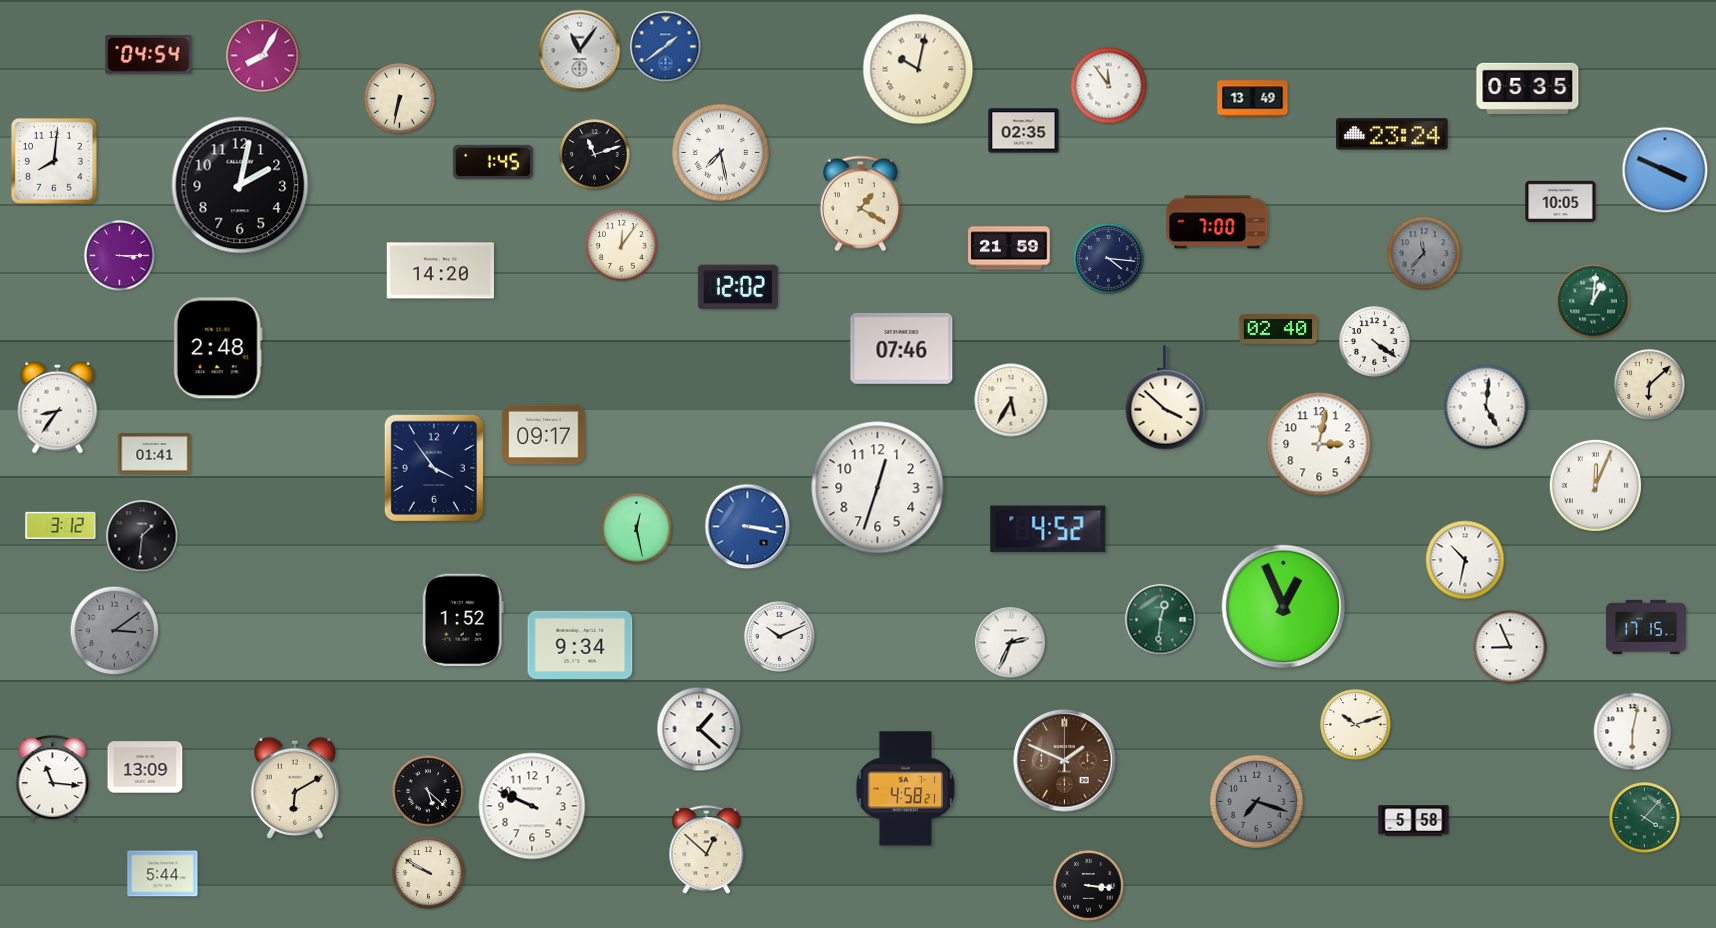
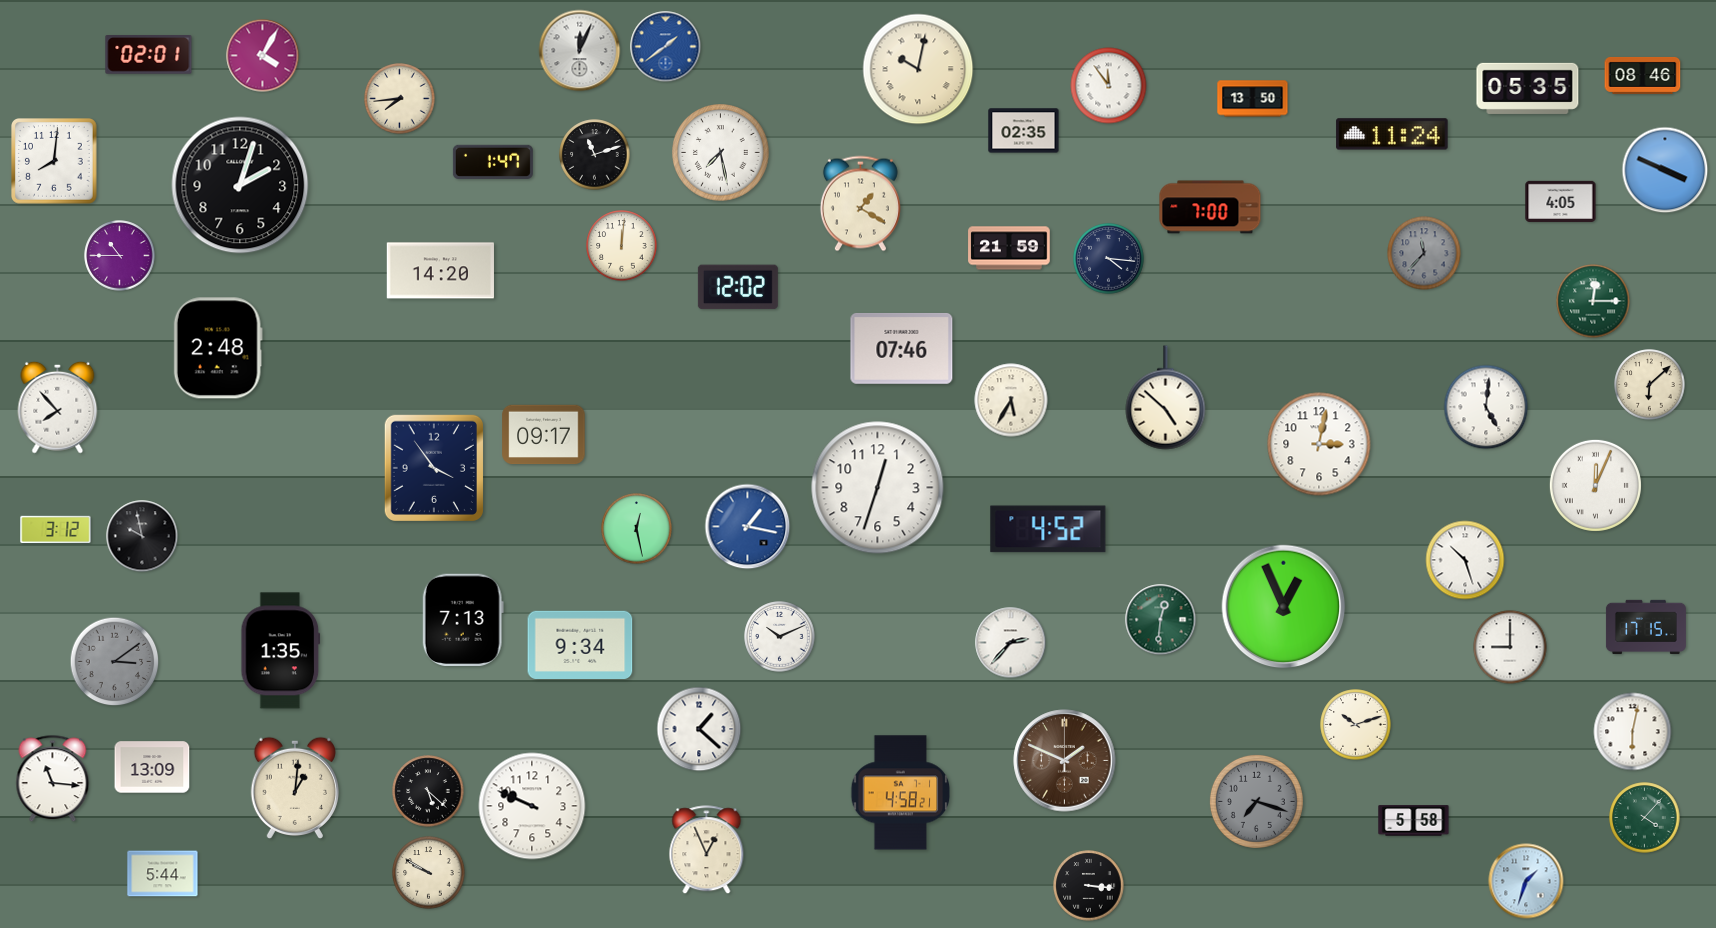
clock at (580, 51): 11:06 -> 12:04
clock at (149, 55): 04:54 -> 02:01
clock at (263, 56): 8:05 -> 4:05
clock at (1643, 75): none -> 08:46
clock at (400, 99): 6:32 -> 7:44
clock at (1253, 99): 13:49 -> 13:50
clock at (1392, 134): 23:24 -> 11:24
clock at (493, 162): 1:45 -> 1:47
clock at (240, 185): 2:02 -> 2:03
clock at (1561, 201): 10:05 -> 4:05
clock at (1217, 222) position: (1217, 222) -> (1210, 207)
clock at (622, 246): 12:06 -> 12:01
clock at (120, 256): 3:15 -> 10:45
clock at (1593, 301): 1:01 -> 12:15
clock at (1278, 329): 02:40 -> none
clock at (1375, 342): 4:21 -> none
clock at (1166, 398): 3:52 -> 4:52
clock at (58, 407): 8:36 -> 7:53
clock at (155, 454): 01:41 -> none
clock at (61, 526) position: (61, 526) -> (56, 530)
clock at (748, 527): 3:17 -> 1:17
clock at (142, 536): 1:31 -> 9:58
clock at (1465, 560): 10:32 -> 10:27
clock at (463, 619): 1:52 -> 7:13
clock at (115, 631) position: (115, 631) -> (115, 662)
clock at (1011, 643): 2:34 -> 2:37
clock at (1510, 647): 8:56 -> 9:00
clock at (281, 651): none -> 1:35
clock at (145, 767) position: (145, 767) -> (152, 767)
clock at (295, 787): 6:10 -> 1:01
clock at (906, 789) position: (906, 789) -> (901, 793)
clock at (707, 850): 12:52 -> 12:56
clock at (1526, 881): none -> 1:33
